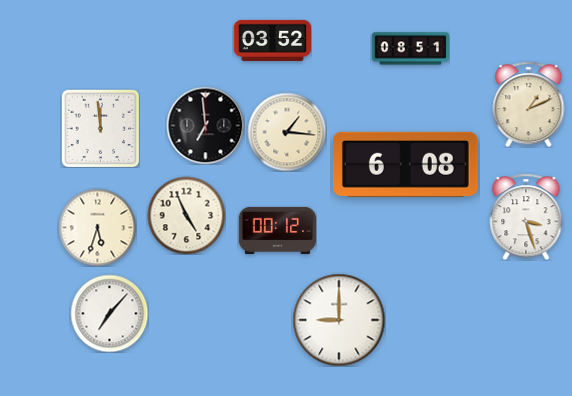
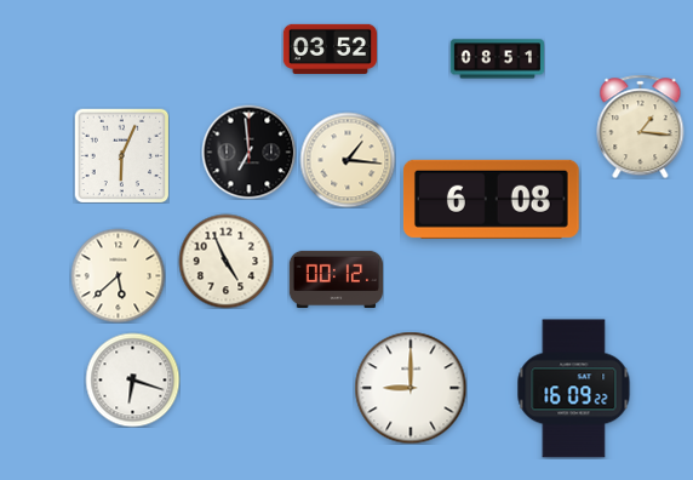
clock at (529, 104): 1:11 -> 1:16
clock at (100, 128): 11:59 -> 6:04
clock at (526, 217): 3:27 -> none
clock at (97, 227): 5:33 -> 5:38
clock at (109, 313): 7:07 -> 6:18
clock at (574, 389): none -> 16:09
